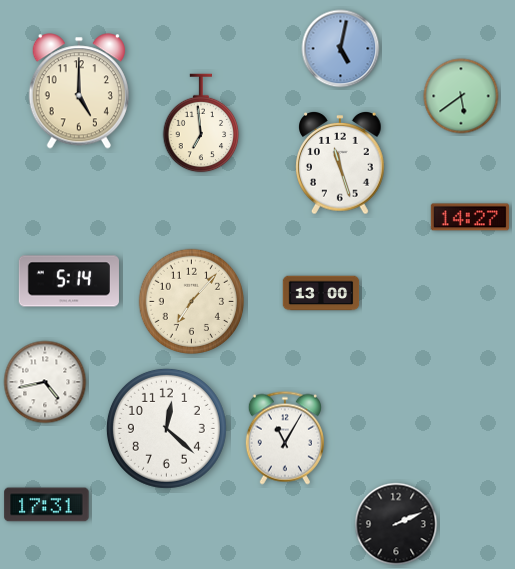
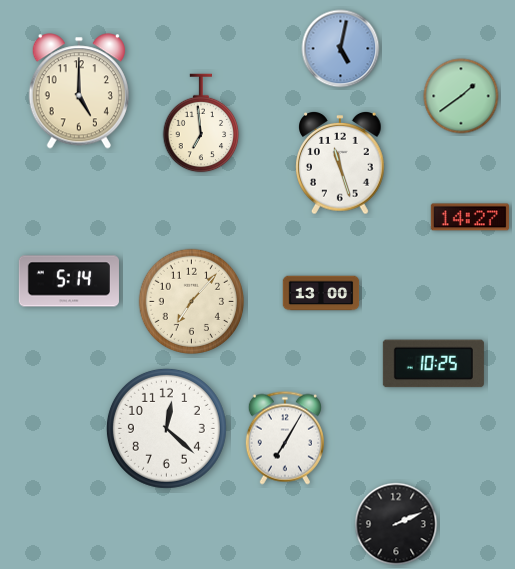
clock at (461, 96): 5:39 -> 1:39
clock at (433, 364): none -> 10:25
clock at (45, 382): 4:43 -> none
clock at (285, 438): 11:05 -> 7:05
clock at (47, 505): 17:31 -> none
